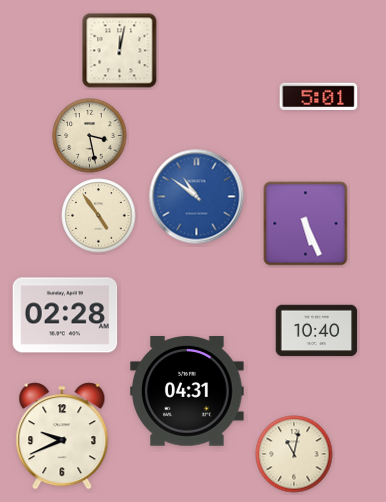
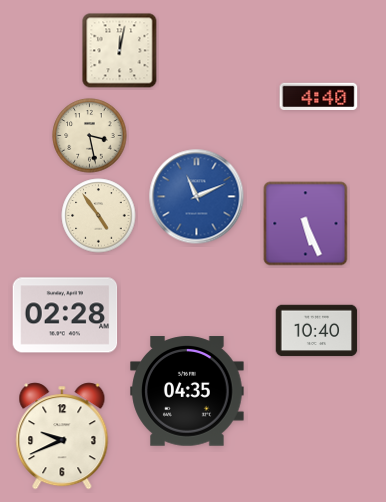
clock at (319, 97): 5:01 -> 4:40
clock at (197, 197): 10:51 -> 11:11
clock at (187, 391): 04:31 -> 04:35
clock at (294, 454): 11:02 -> none
